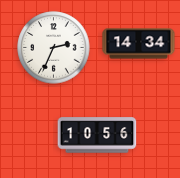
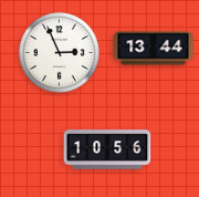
clock at (139, 44): 14:34 -> 13:44
clock at (54, 48): 2:34 -> 2:56
